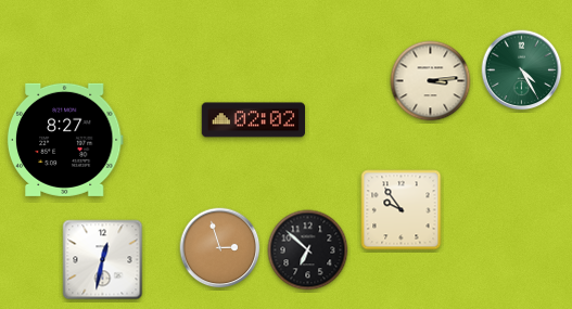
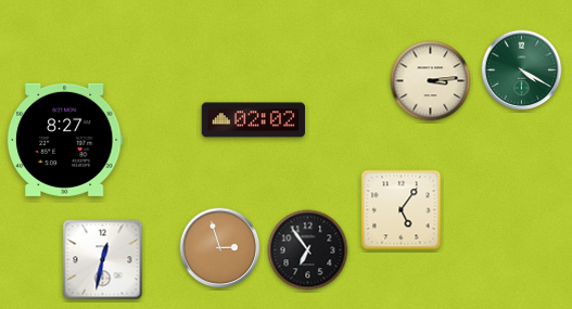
clock at (522, 70): 4:25 -> 4:20
clock at (402, 210): 9:54 -> 5:06
clock at (308, 250): 6:52 -> 6:54
